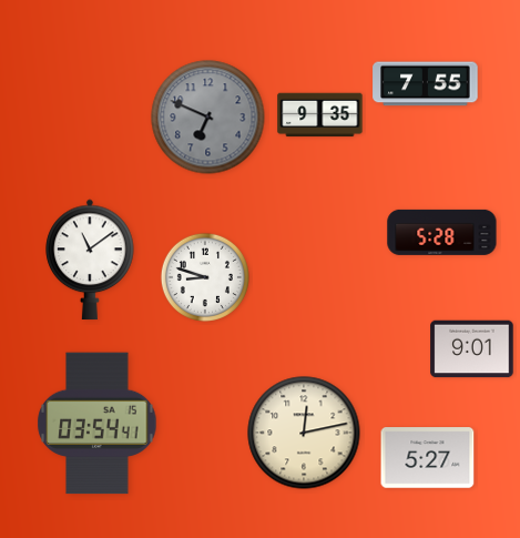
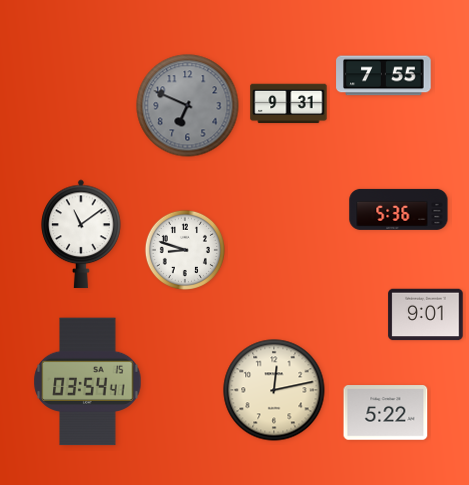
clock at (320, 115): 9:35 -> 9:31
clock at (442, 232): 5:28 -> 5:36
clock at (428, 458): 5:27 -> 5:22
